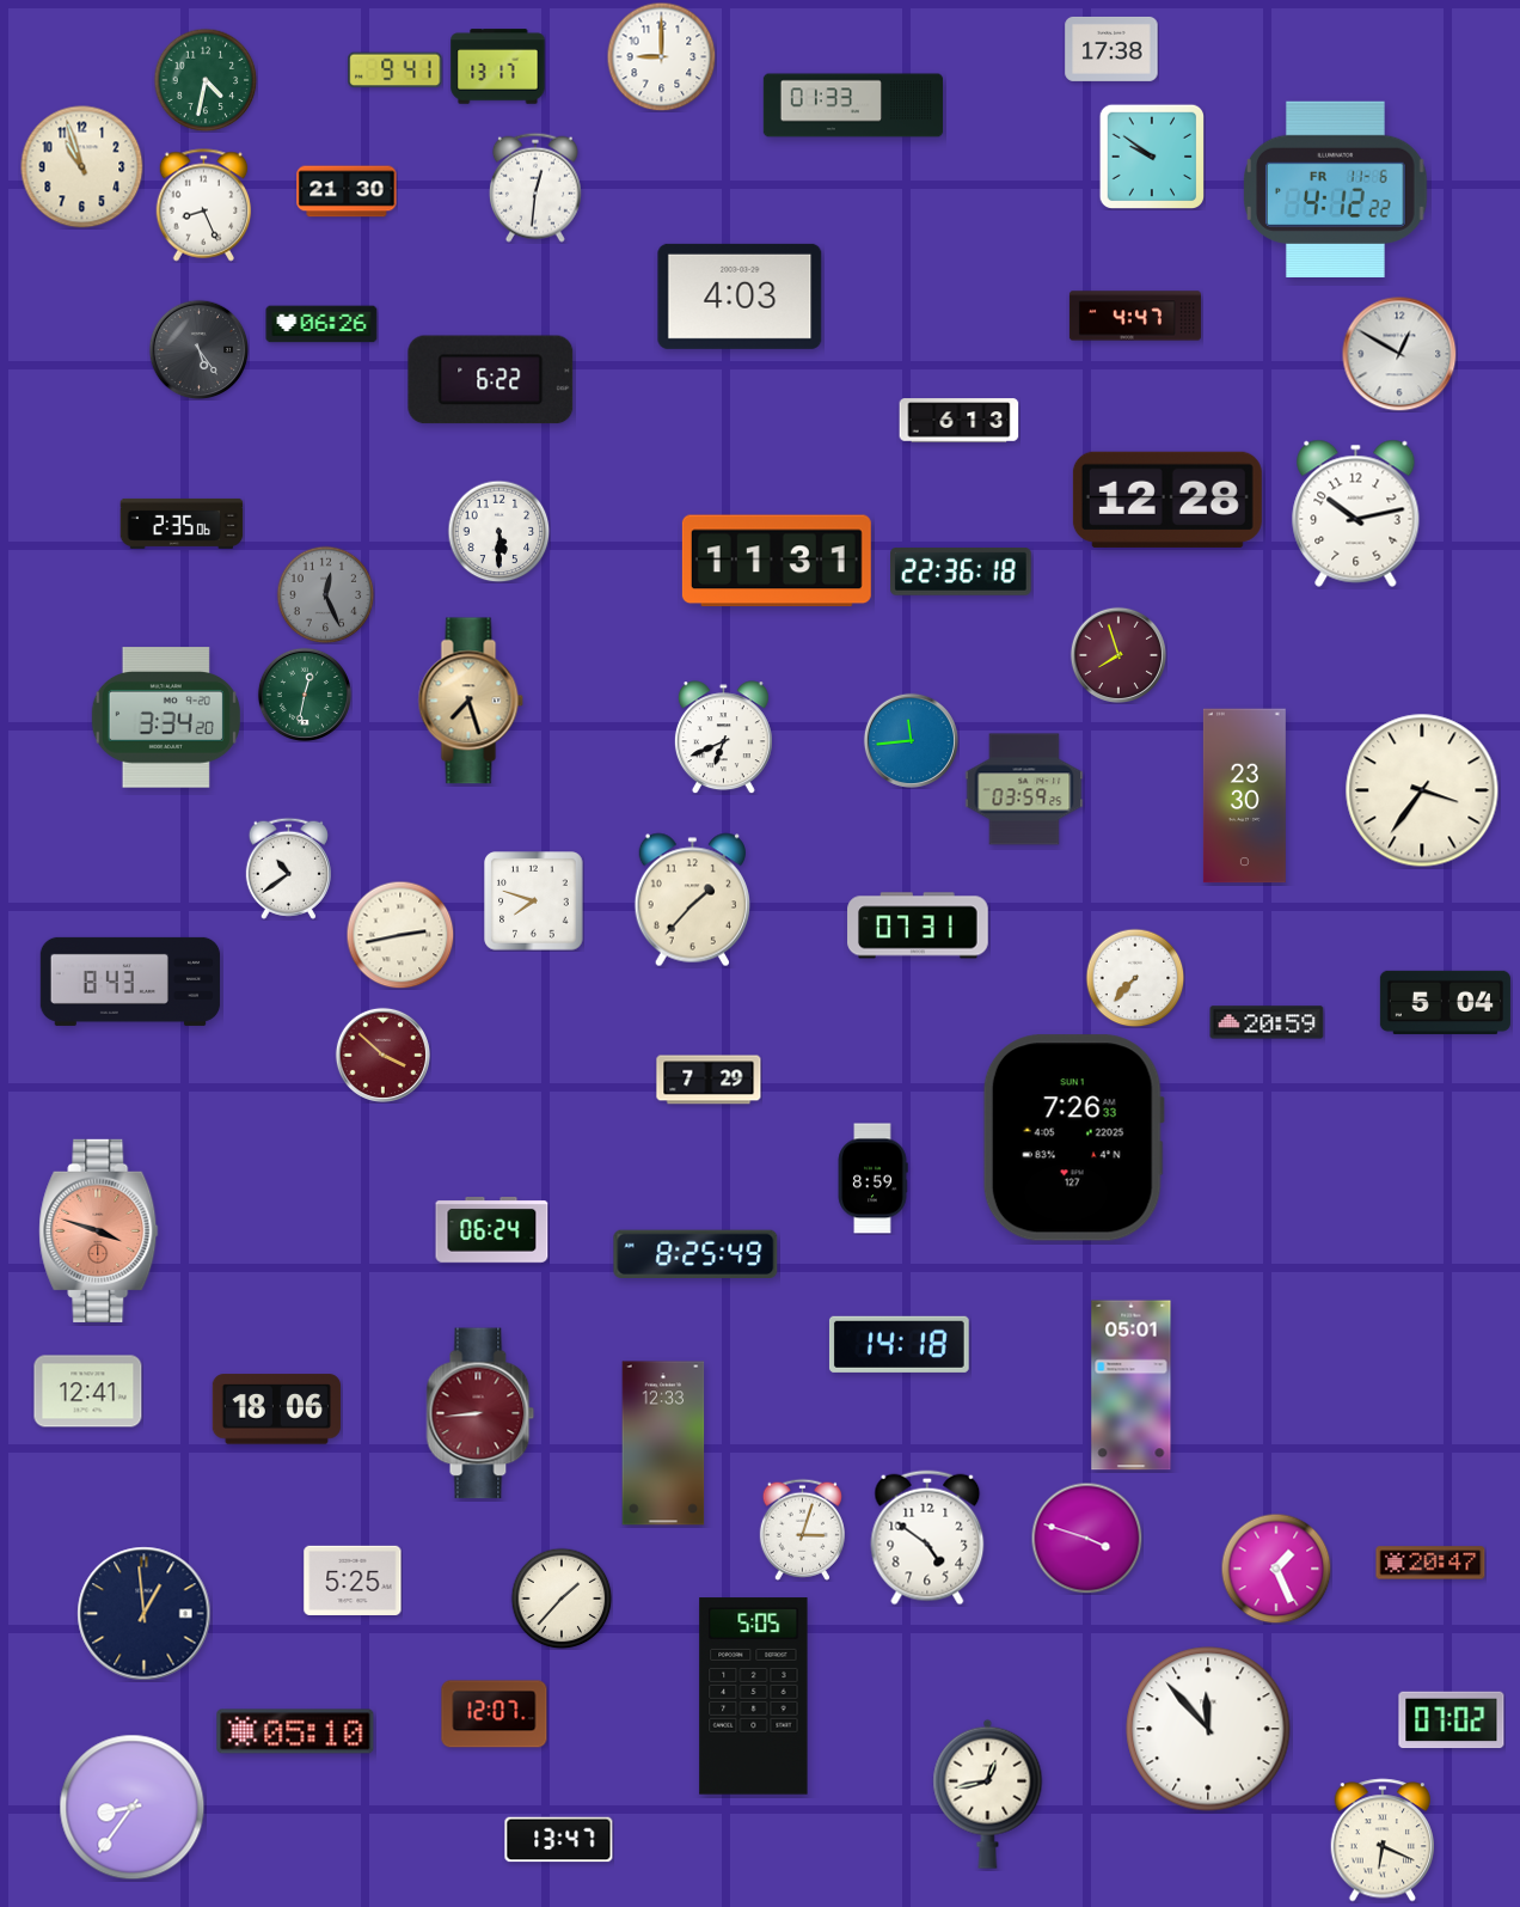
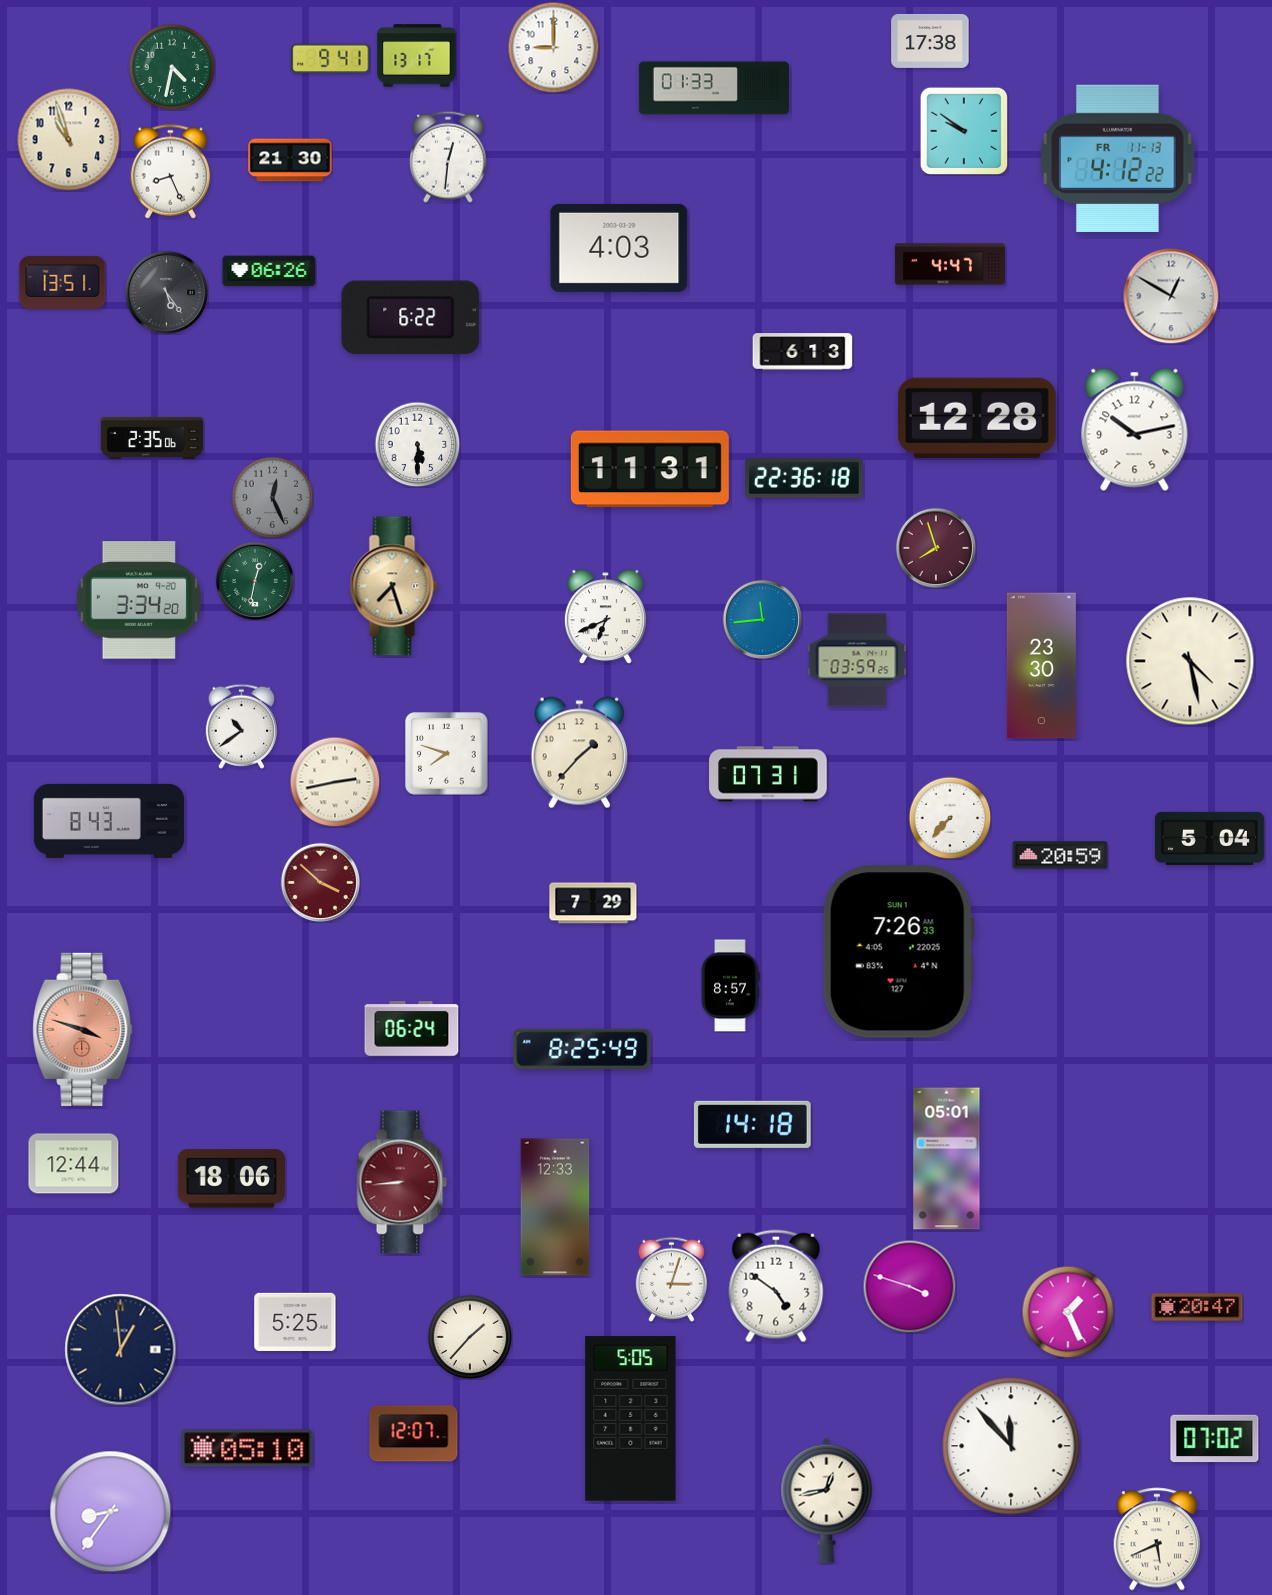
clock at (1336, 189) date: FR 11-6 -> FR 11-13
clock at (63, 282): none -> 13:51
clock at (1422, 790): 3:36 -> 4:28
clock at (872, 1179): 8:59 -> 8:57
clock at (88, 1392): 12:41 -> 12:44
clock at (559, 1840): 13:47 -> none
clock at (1381, 1840): 6:19 -> 5:41
